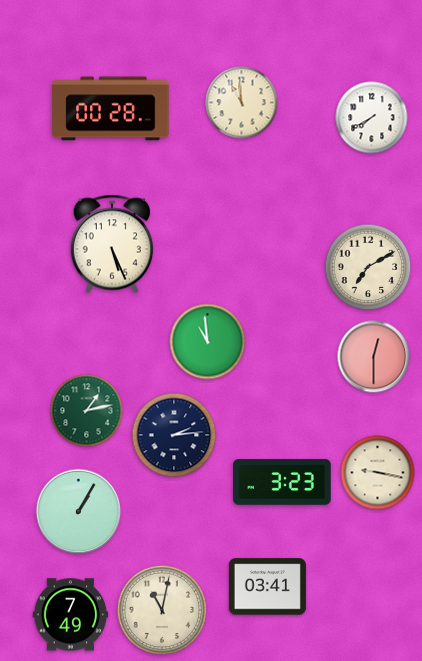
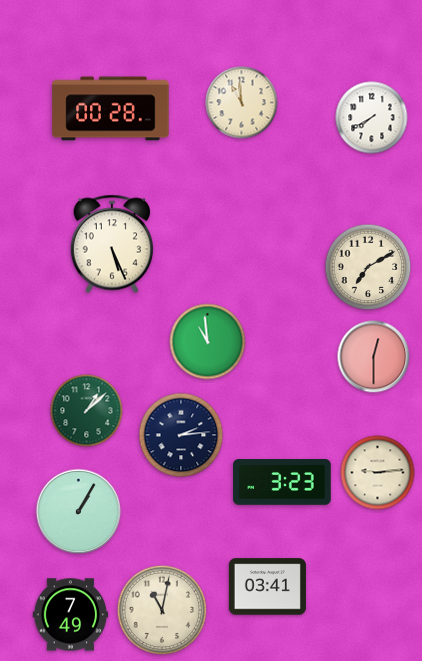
clock at (87, 411): 1:13 -> 1:08
clock at (174, 435) position: (174, 435) -> (181, 435)
clock at (378, 473): 9:17 -> 9:14
